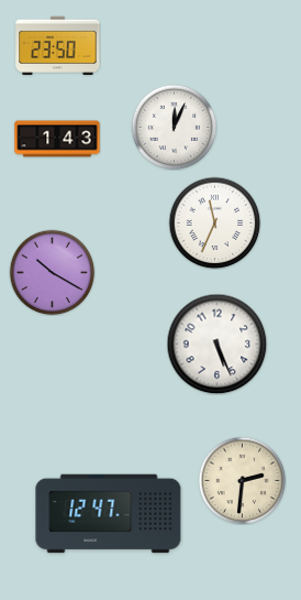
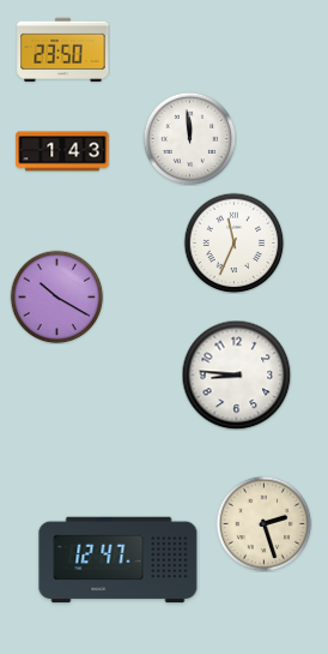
clock at (174, 127): 12:04 -> 11:59
clock at (216, 343): 5:26 -> 8:46
clock at (242, 480): 2:31 -> 2:27
